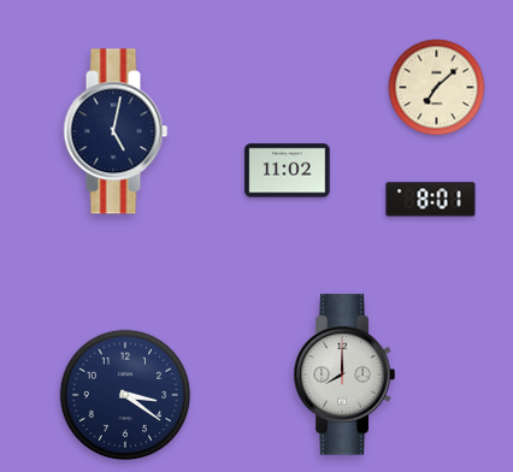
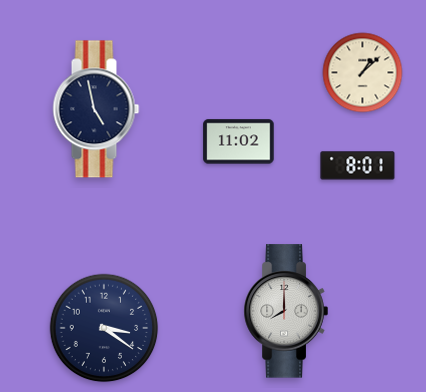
clock at (437, 88): 7:08 -> 1:08
clock at (116, 131): 5:02 -> 4:58
